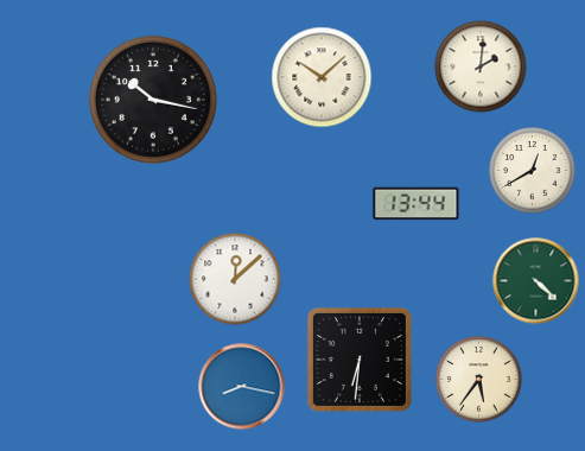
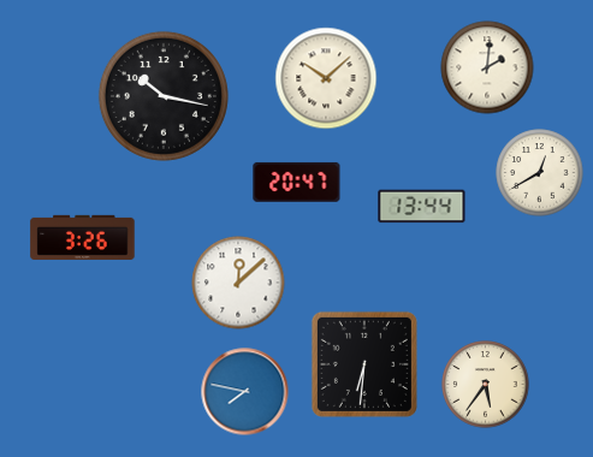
clock at (153, 100) position: (153, 100) -> (164, 96)
clock at (297, 182): none -> 20:47
clock at (83, 237): none -> 3:26
clock at (536, 281): 4:22 -> none
clock at (242, 387): 8:17 -> 7:47
